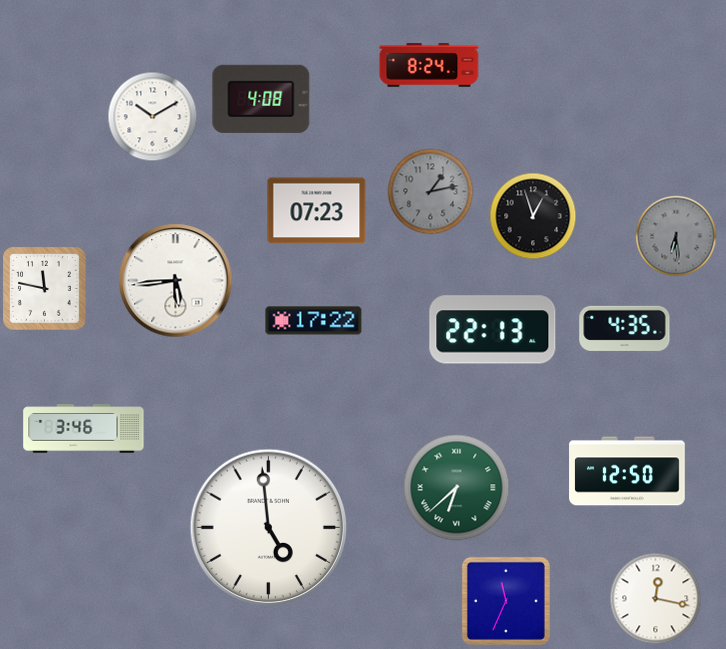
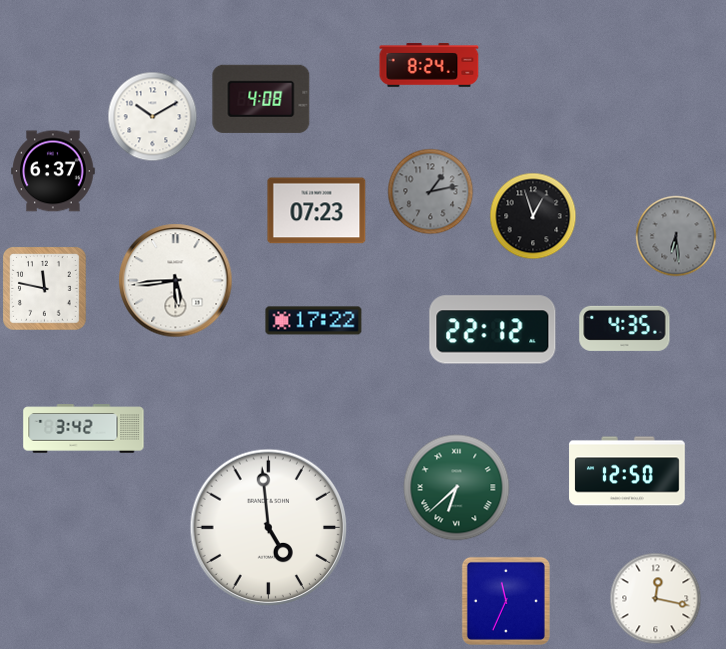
clock at (53, 171): none -> 6:37
clock at (493, 330): 22:13 -> 22:12
clock at (84, 429): 3:46 -> 3:42
